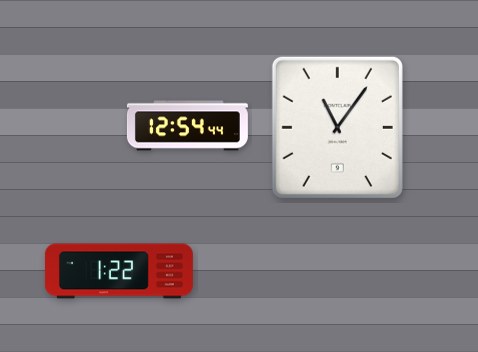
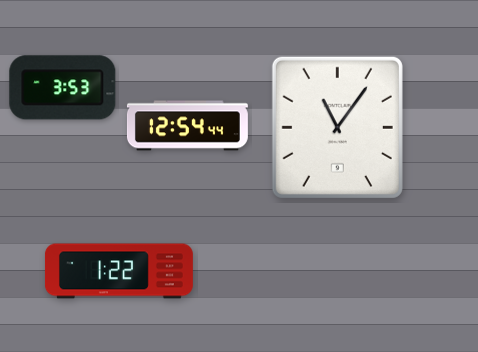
clock at (63, 88): none -> 3:53
